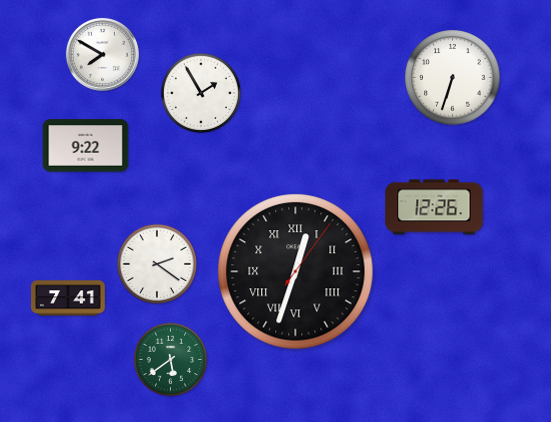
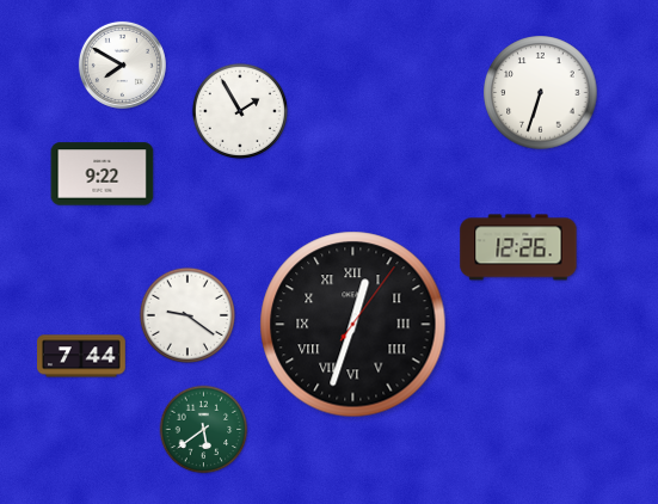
clock at (156, 263): 2:21 -> 9:21
clock at (68, 298): 7:41 -> 7:44
